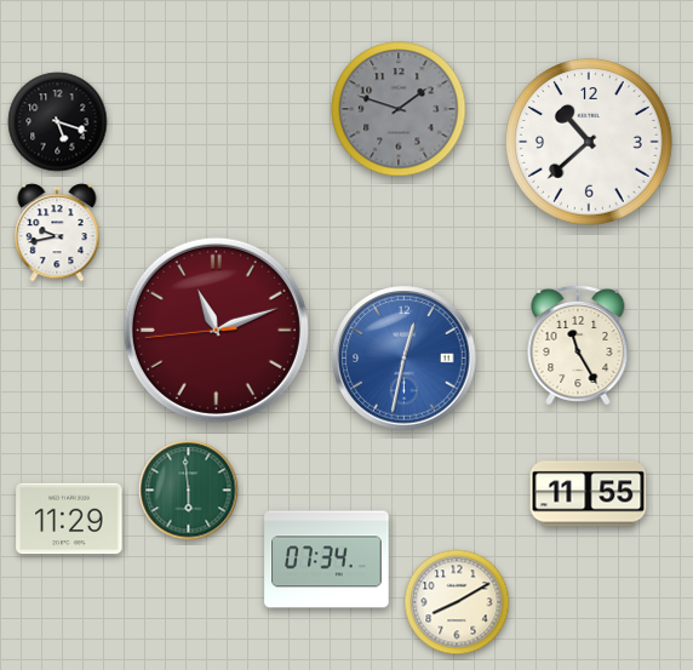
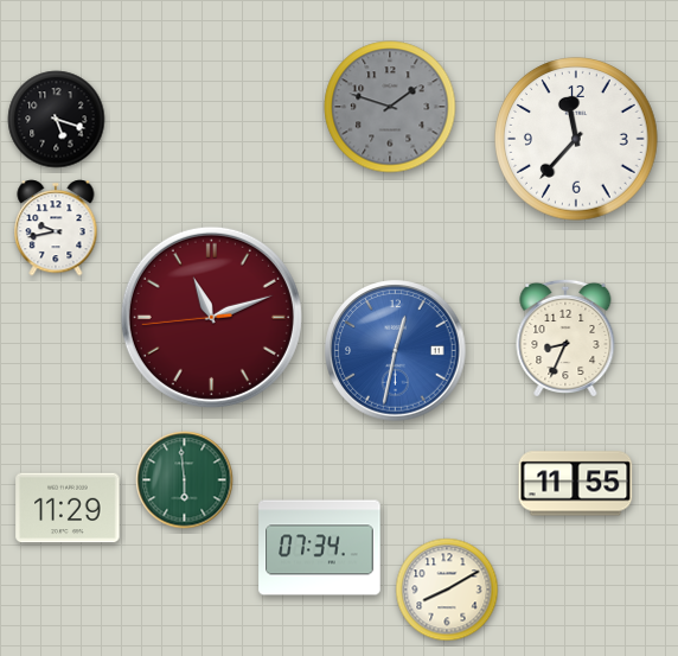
clock at (590, 143): 10:38 -> 11:37
clock at (216, 330) position: (216, 330) -> (211, 317)
clock at (578, 345): 11:25 -> 8:34
